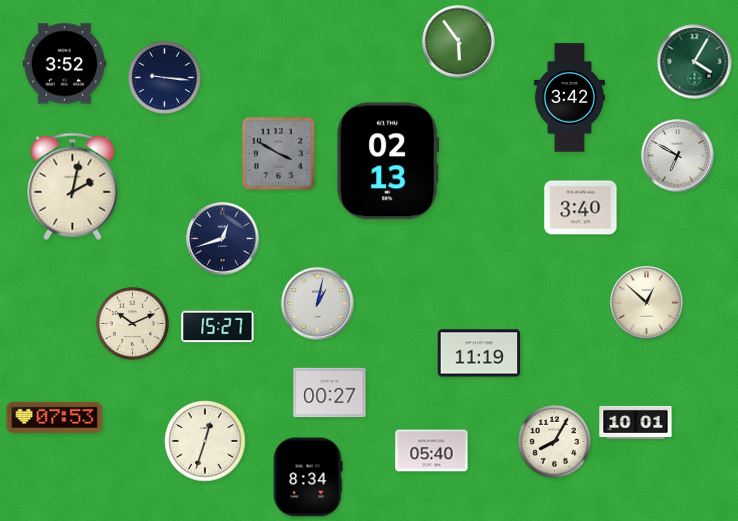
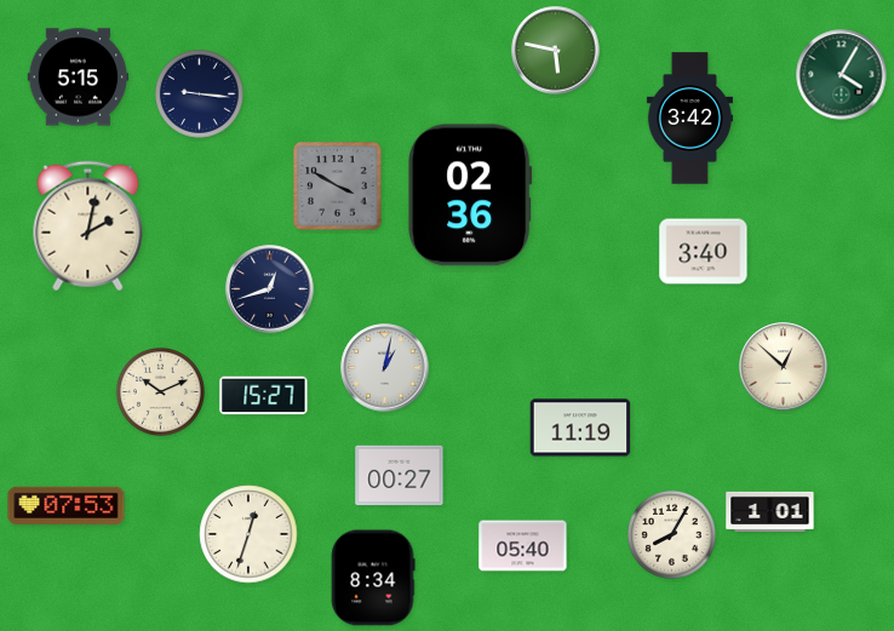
clock at (459, 42): 5:54 -> 5:47
clock at (65, 64): 3:52 -> 5:15
clock at (678, 156): 6:50 -> none
clock at (388, 161): 02:13 -> 02:36
clock at (636, 422): 10:01 -> 1:01
